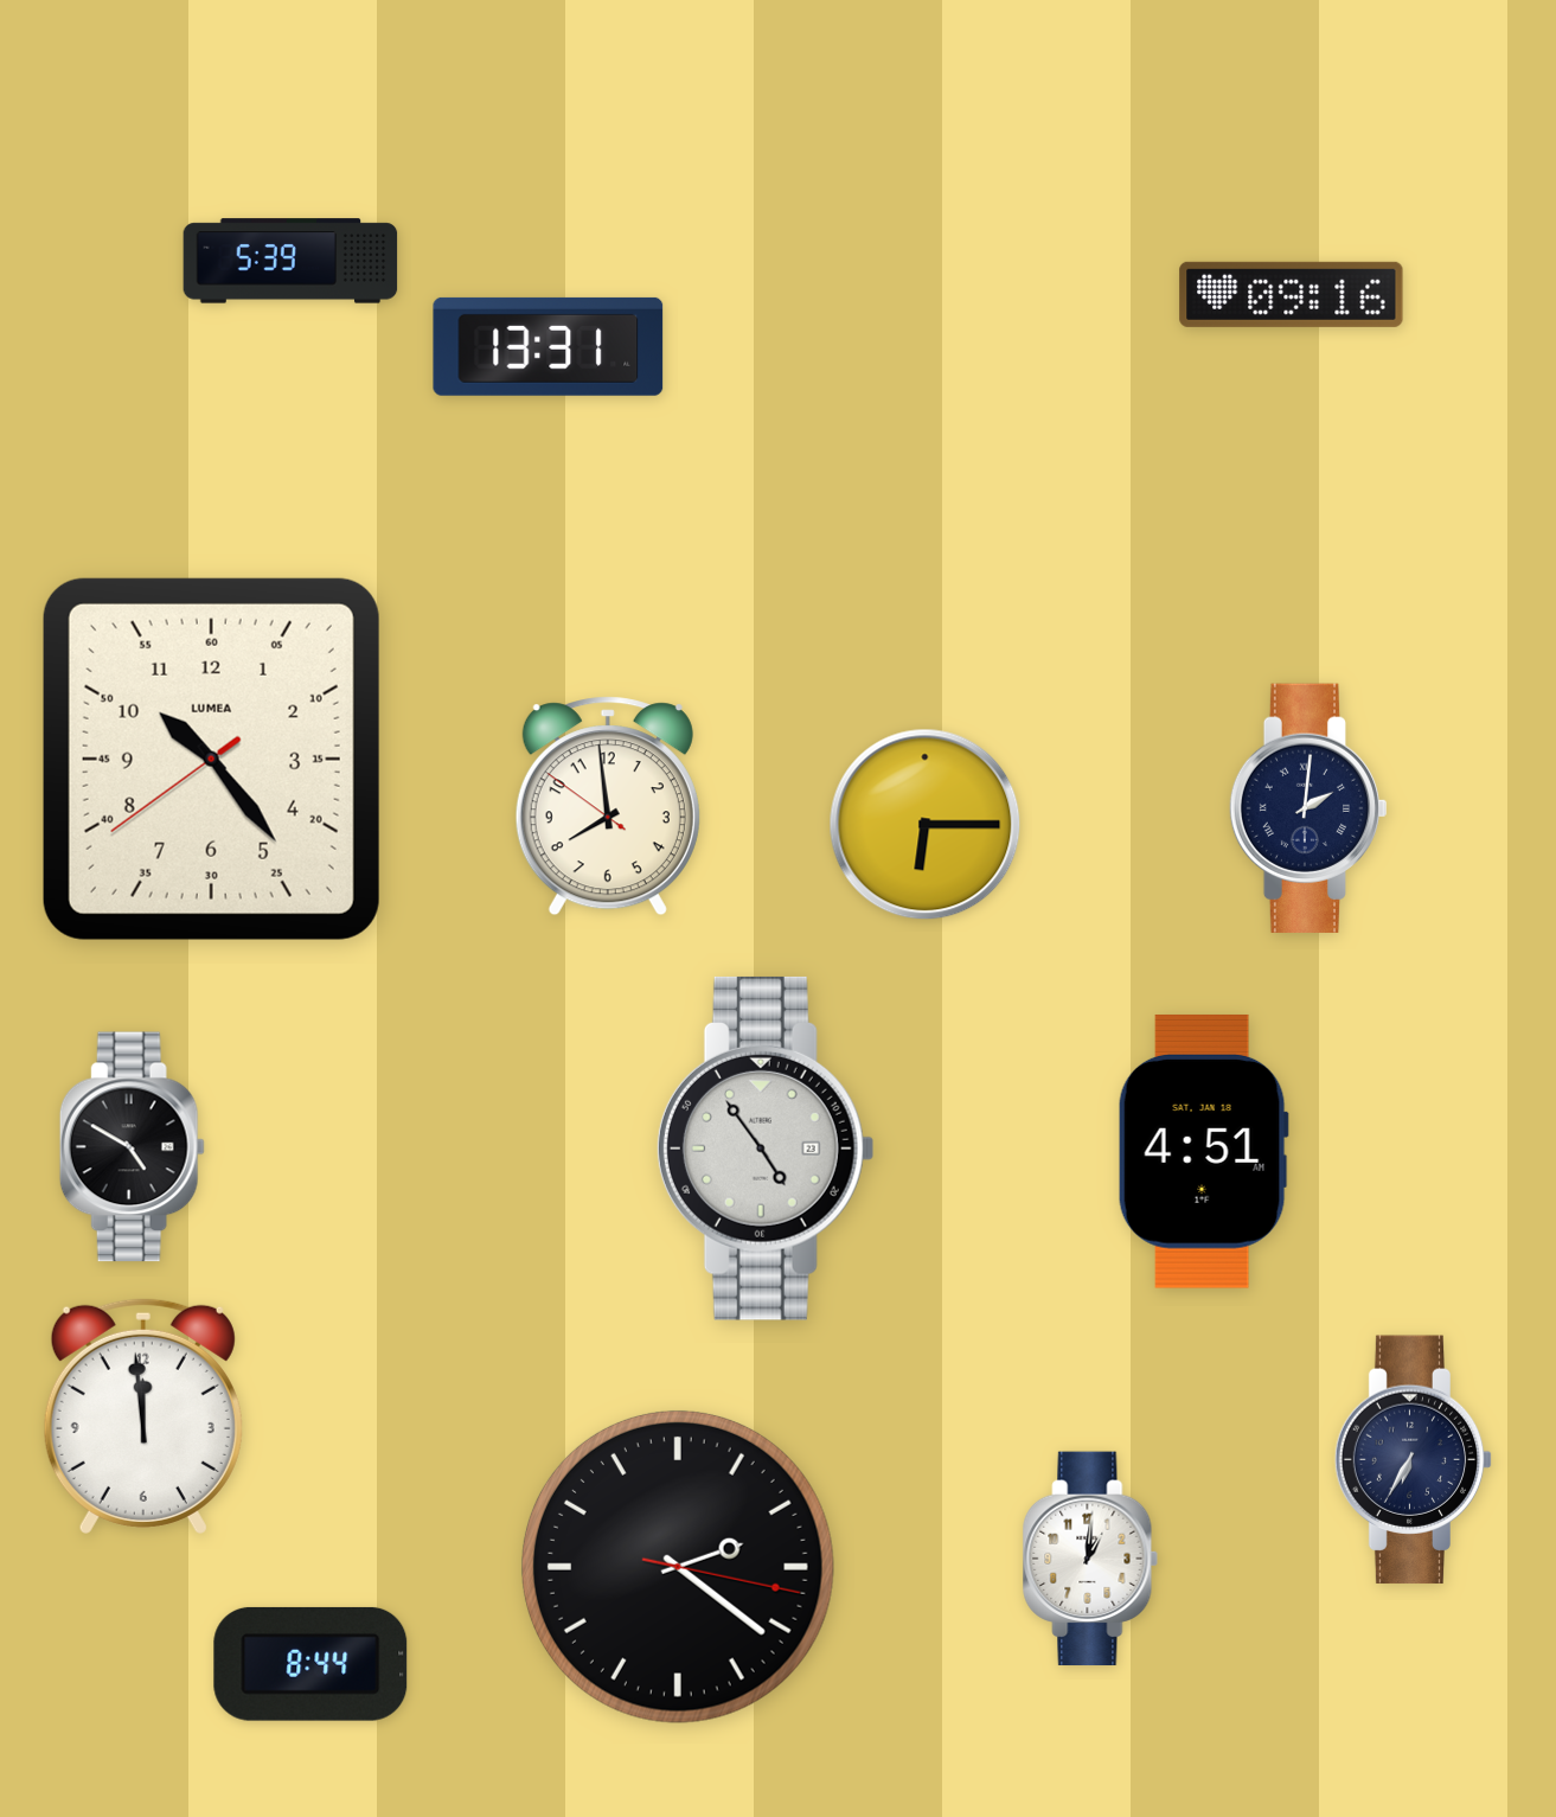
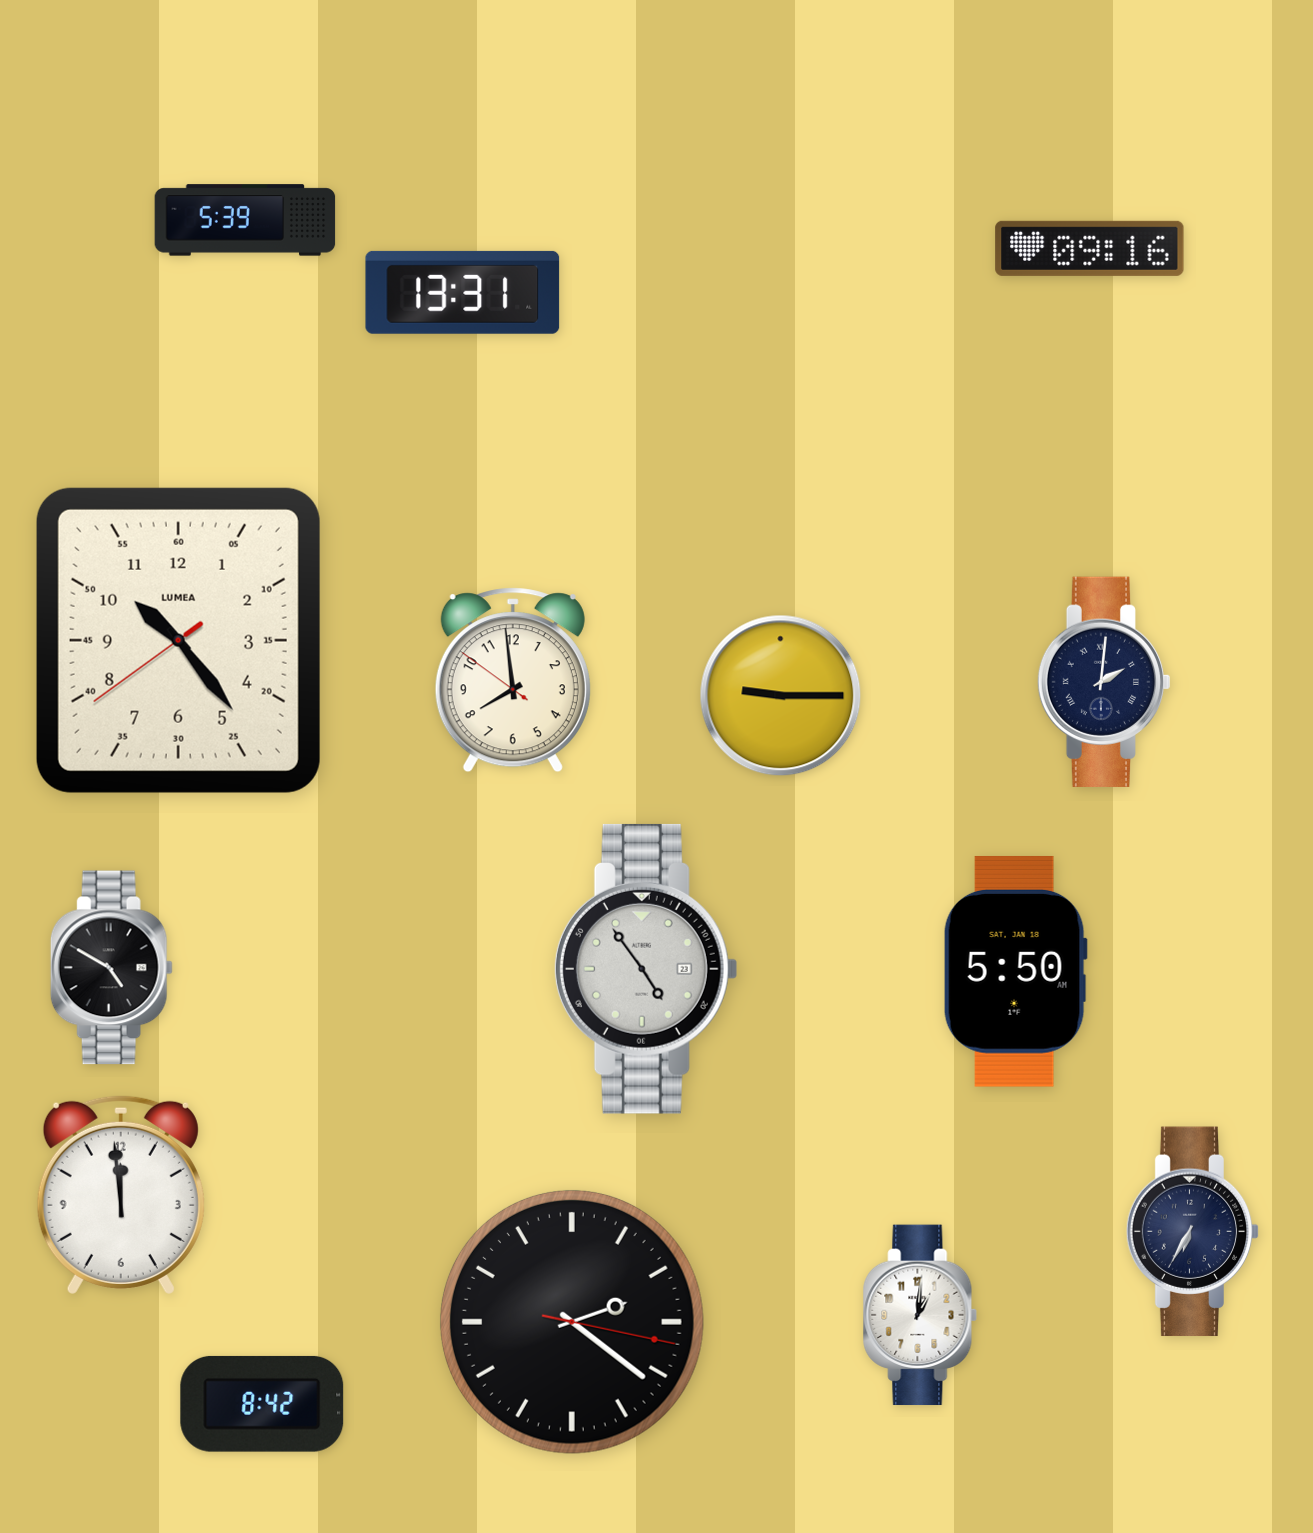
clock at (926, 825): 6:15 -> 9:15
clock at (1203, 1151): 4:51 -> 5:50
clock at (310, 1664): 8:44 -> 8:42
